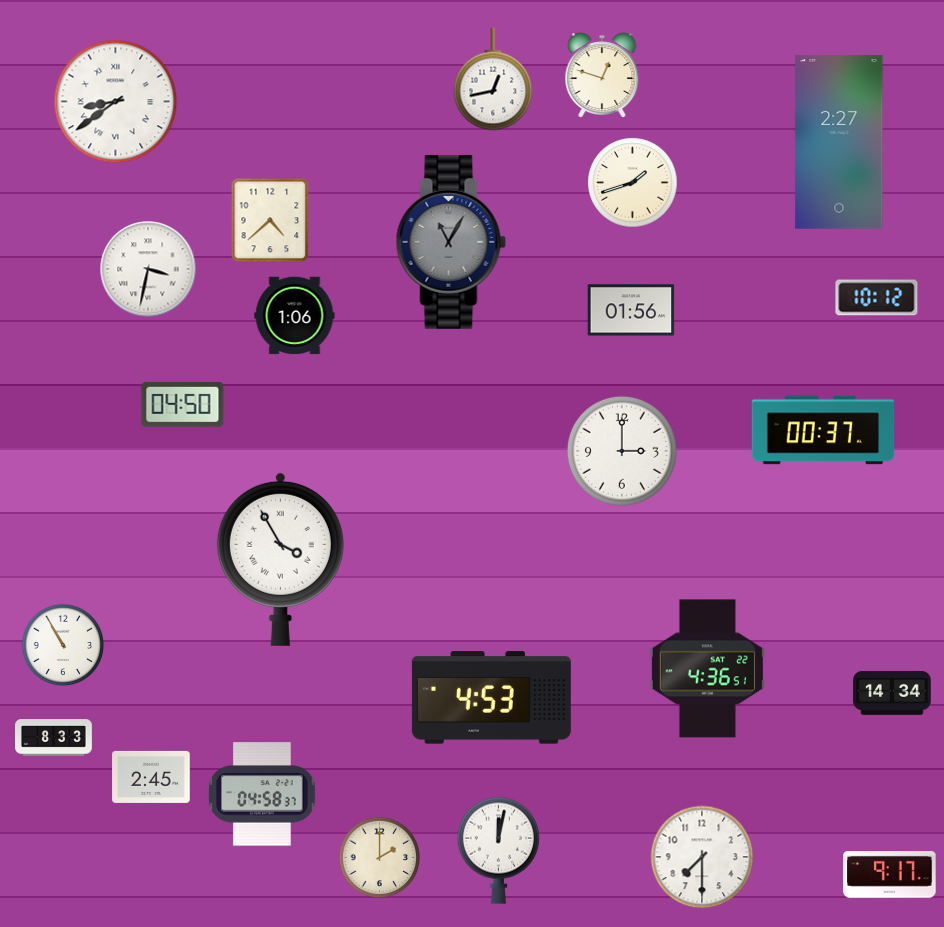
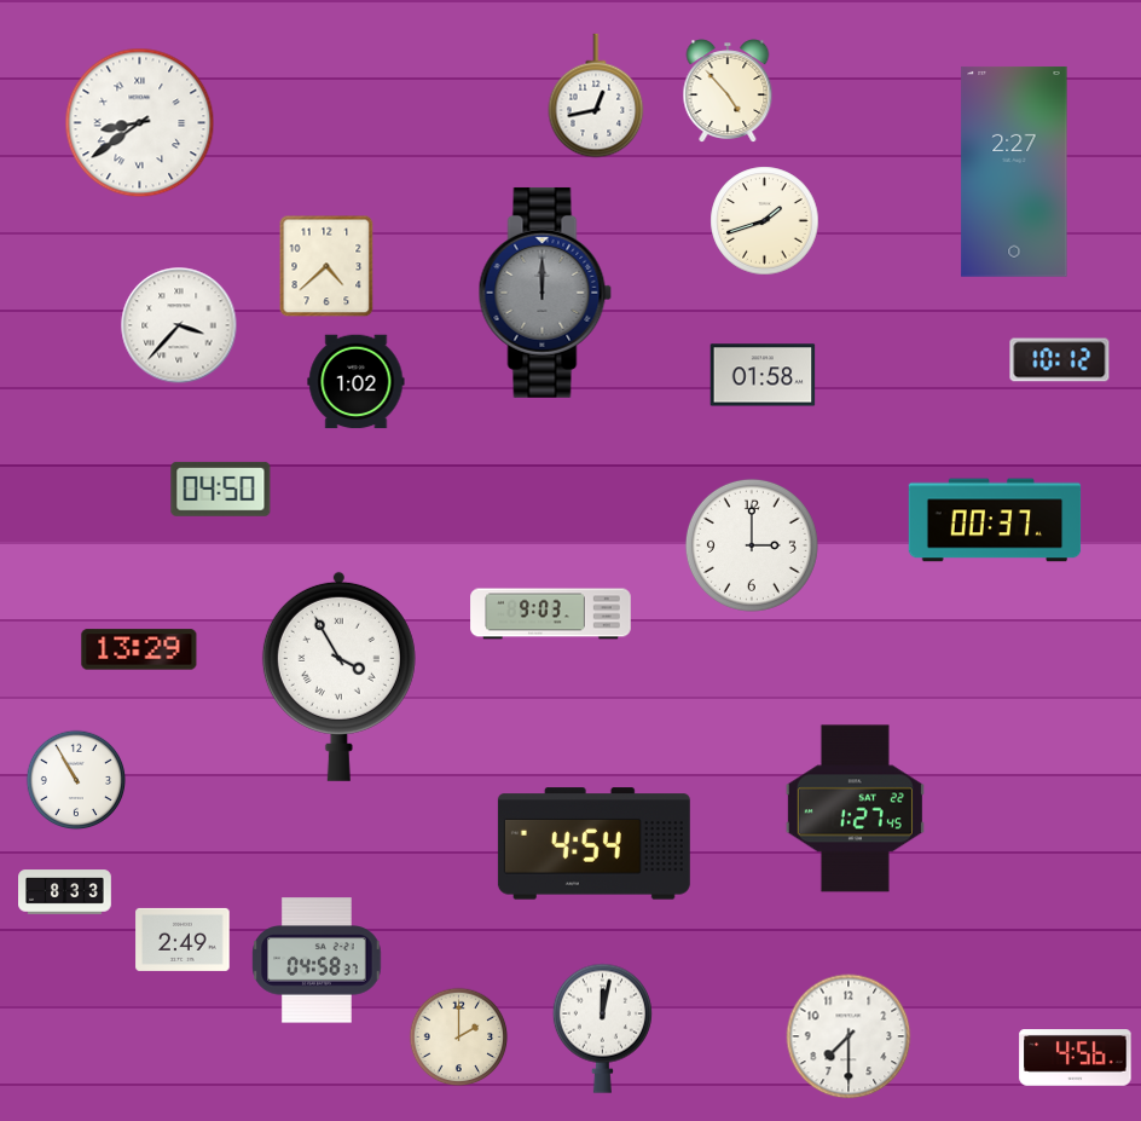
clock at (602, 75): 12:48 -> 4:53
clock at (451, 242): 11:05 -> 12:00
clock at (148, 269): 3:32 -> 3:37
clock at (631, 310): 01:56 -> 01:58
clock at (295, 316): 1:06 -> 1:02
clock at (551, 614): none -> 9:03
clock at (139, 649): none -> 13:29
clock at (707, 669): 4:36 -> 1:27
clock at (892, 693): 14:34 -> none
clock at (491, 698): 4:53 -> 4:54
clock at (151, 777): 2:45 -> 2:49
clock at (890, 875): 9:17 -> 4:56
